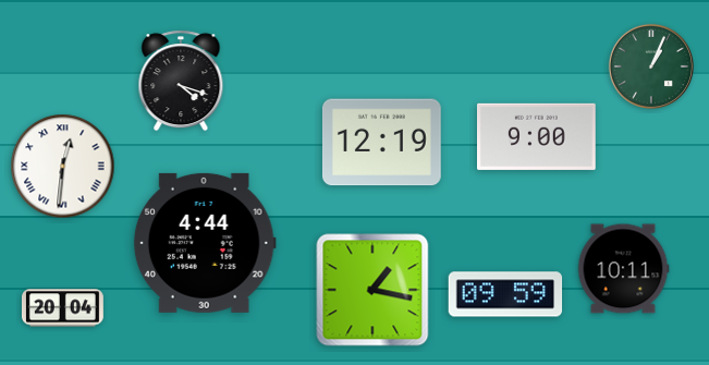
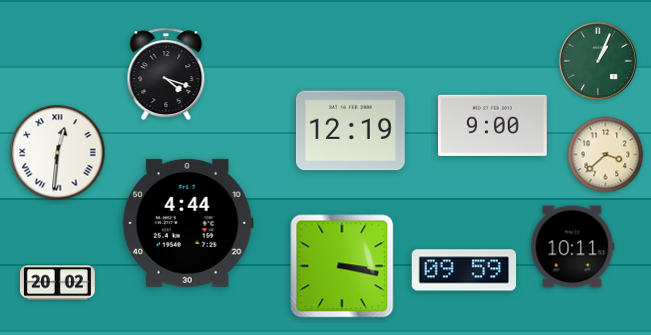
clock at (606, 155): none -> 3:38
clock at (372, 290): 1:17 -> 3:17
clock at (62, 308): 20:04 -> 20:02
